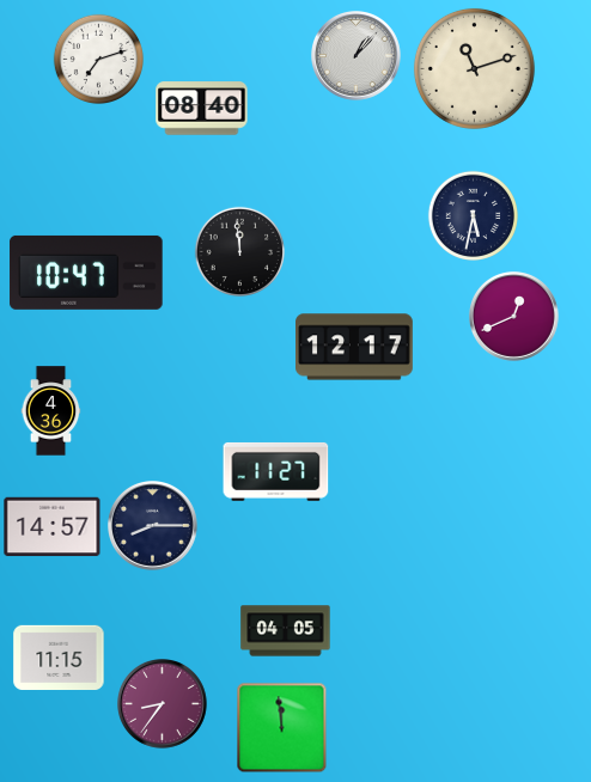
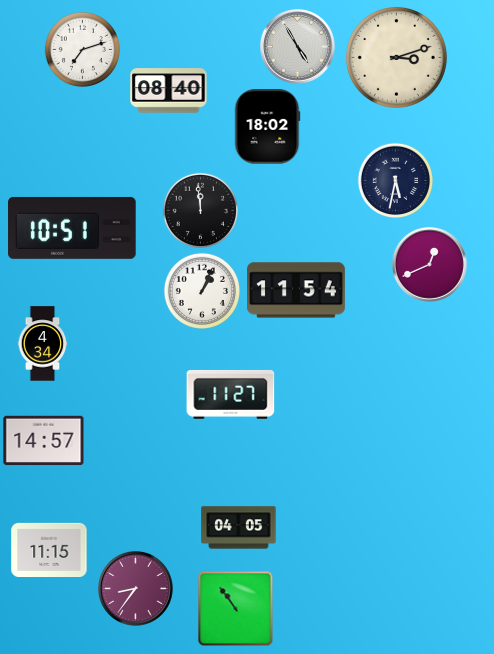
clock at (357, 56): 1:07 -> 4:55
clock at (474, 68): 11:12 -> 3:12
clock at (267, 127): none -> 18:02
clock at (86, 273): 10:47 -> 10:51
clock at (201, 290): none -> 1:04
clock at (355, 347): 12:17 -> 11:54
clock at (51, 411): 4:36 -> 4:34
clock at (153, 526): 8:15 -> none
clock at (282, 728): 11:59 -> 10:54
